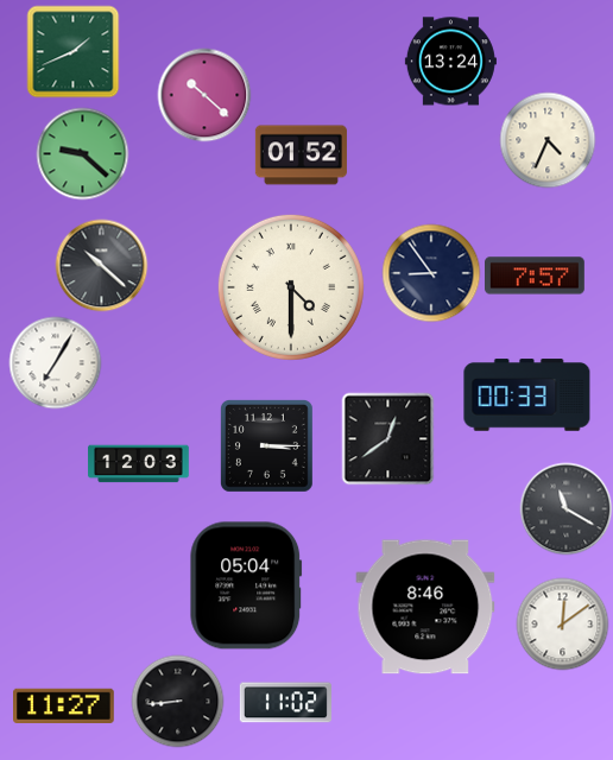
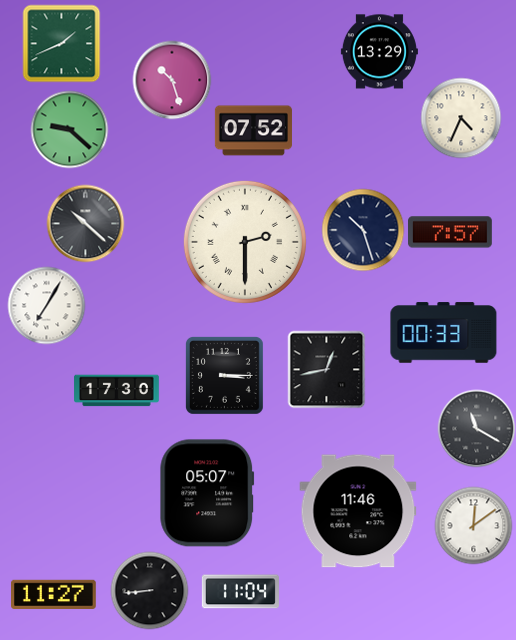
clock at (450, 62): 13:24 -> 13:29
clock at (204, 95): 10:22 -> 10:27
clock at (301, 156): 01:52 -> 07:52
clock at (431, 273): 8:54 -> 10:27
clock at (291, 287): 4:30 -> 2:30
clock at (387, 438): 12:39 -> 12:43
clock at (139, 464): 12:03 -> 17:30
clock at (246, 585): 05:04 -> 05:07
clock at (425, 607): 8:46 -> 11:46
clock at (285, 703): 11:02 -> 11:04
